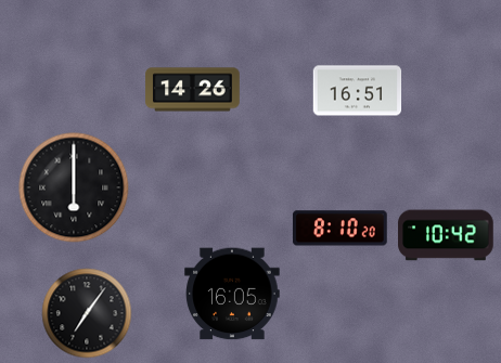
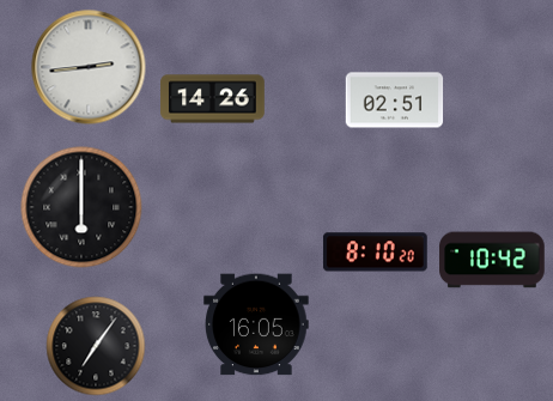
clock at (89, 67): none -> 2:44
clock at (358, 91): 16:51 -> 02:51
